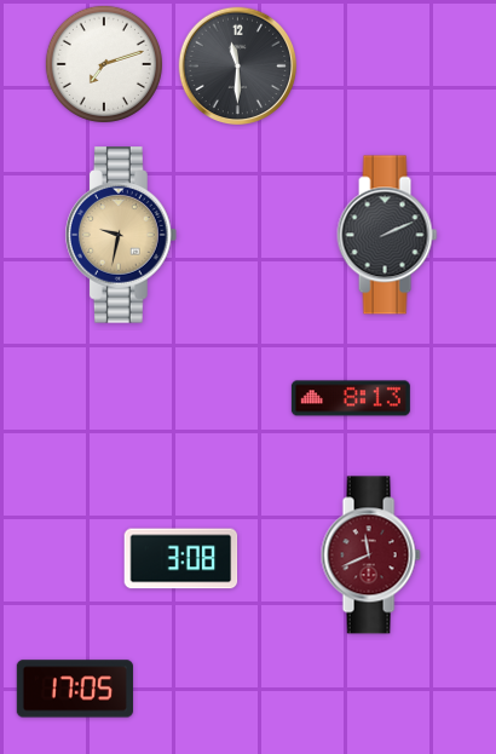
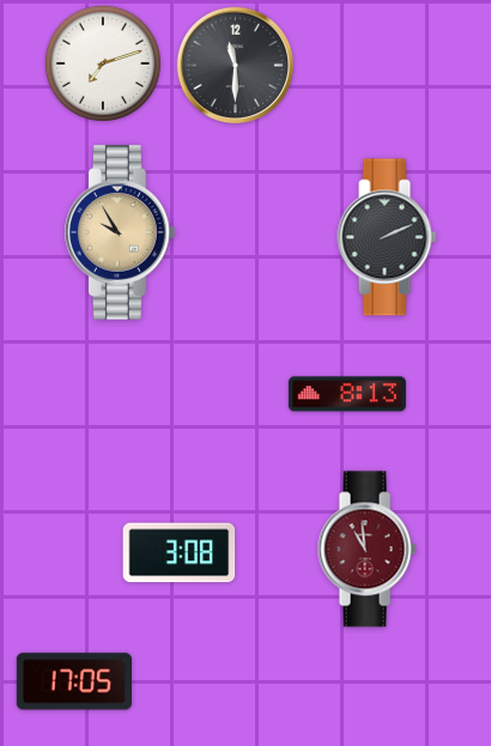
clock at (122, 235): 9:32 -> 9:55
clock at (387, 235) position: (387, 235) -> (387, 237)
clock at (370, 556): 11:41 -> 10:59
